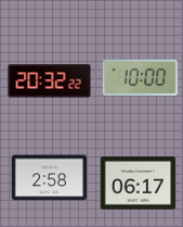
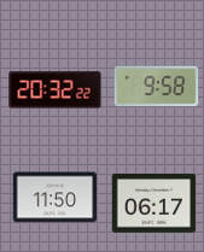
clock at (141, 78): 10:00 -> 9:58
clock at (50, 178): 2:58 -> 11:50
